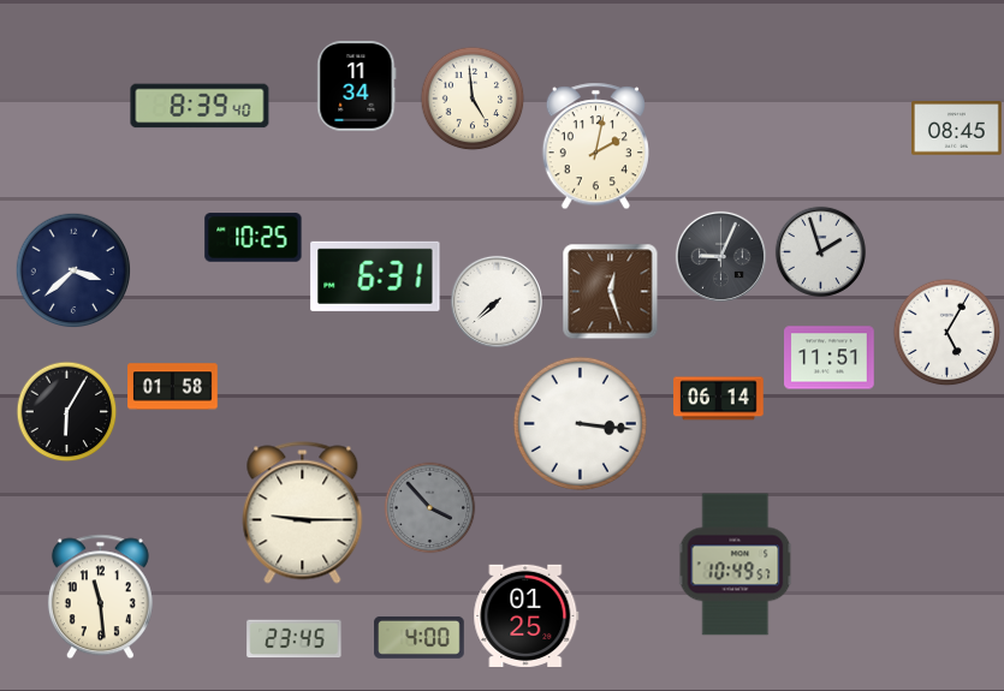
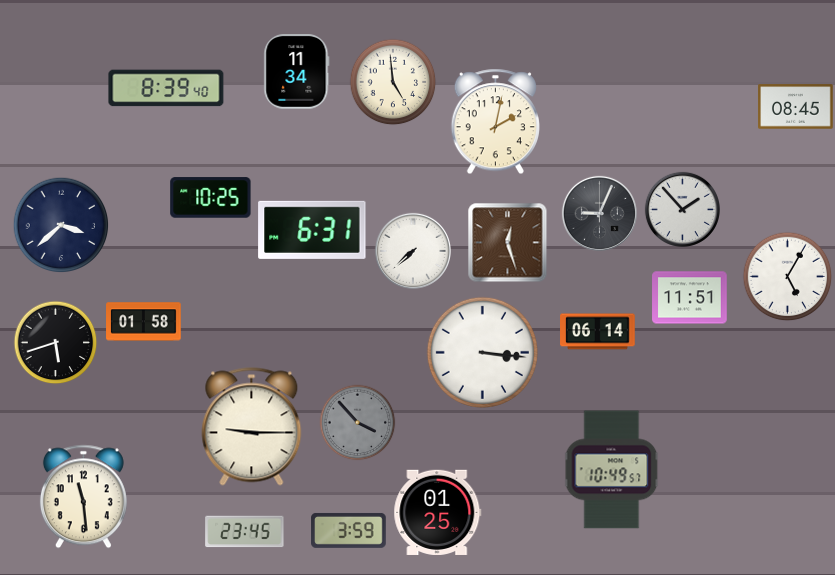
clock at (820, 251): 1:57 -> 1:53
clock at (67, 412): 6:05 -> 5:42
clock at (420, 637): 4:00 -> 3:59
